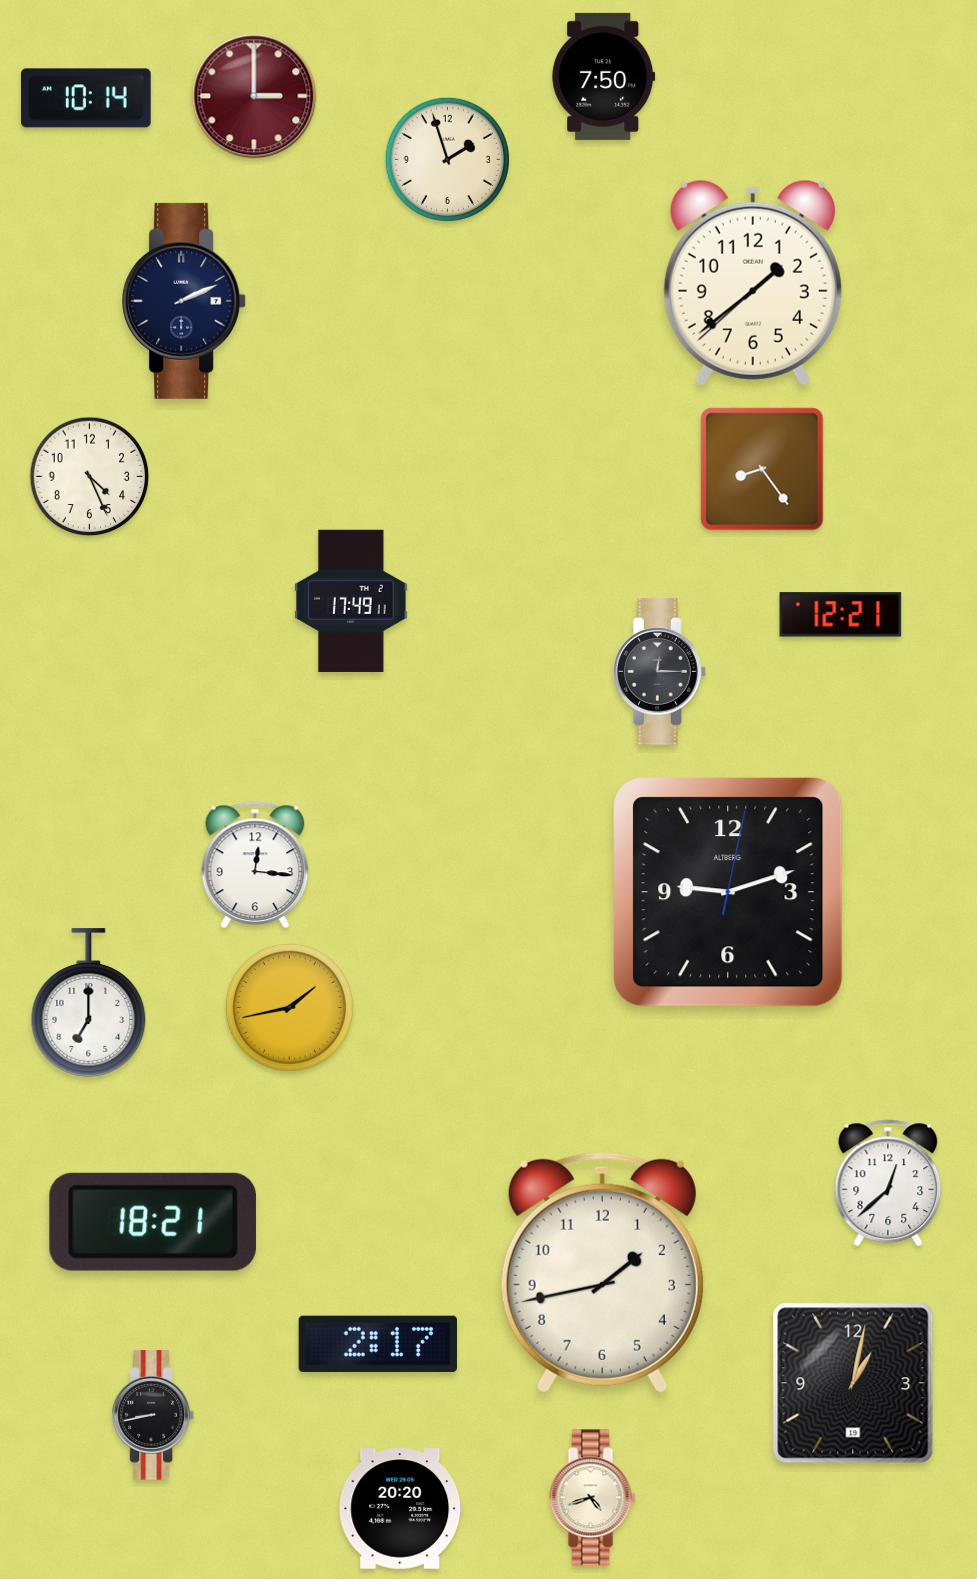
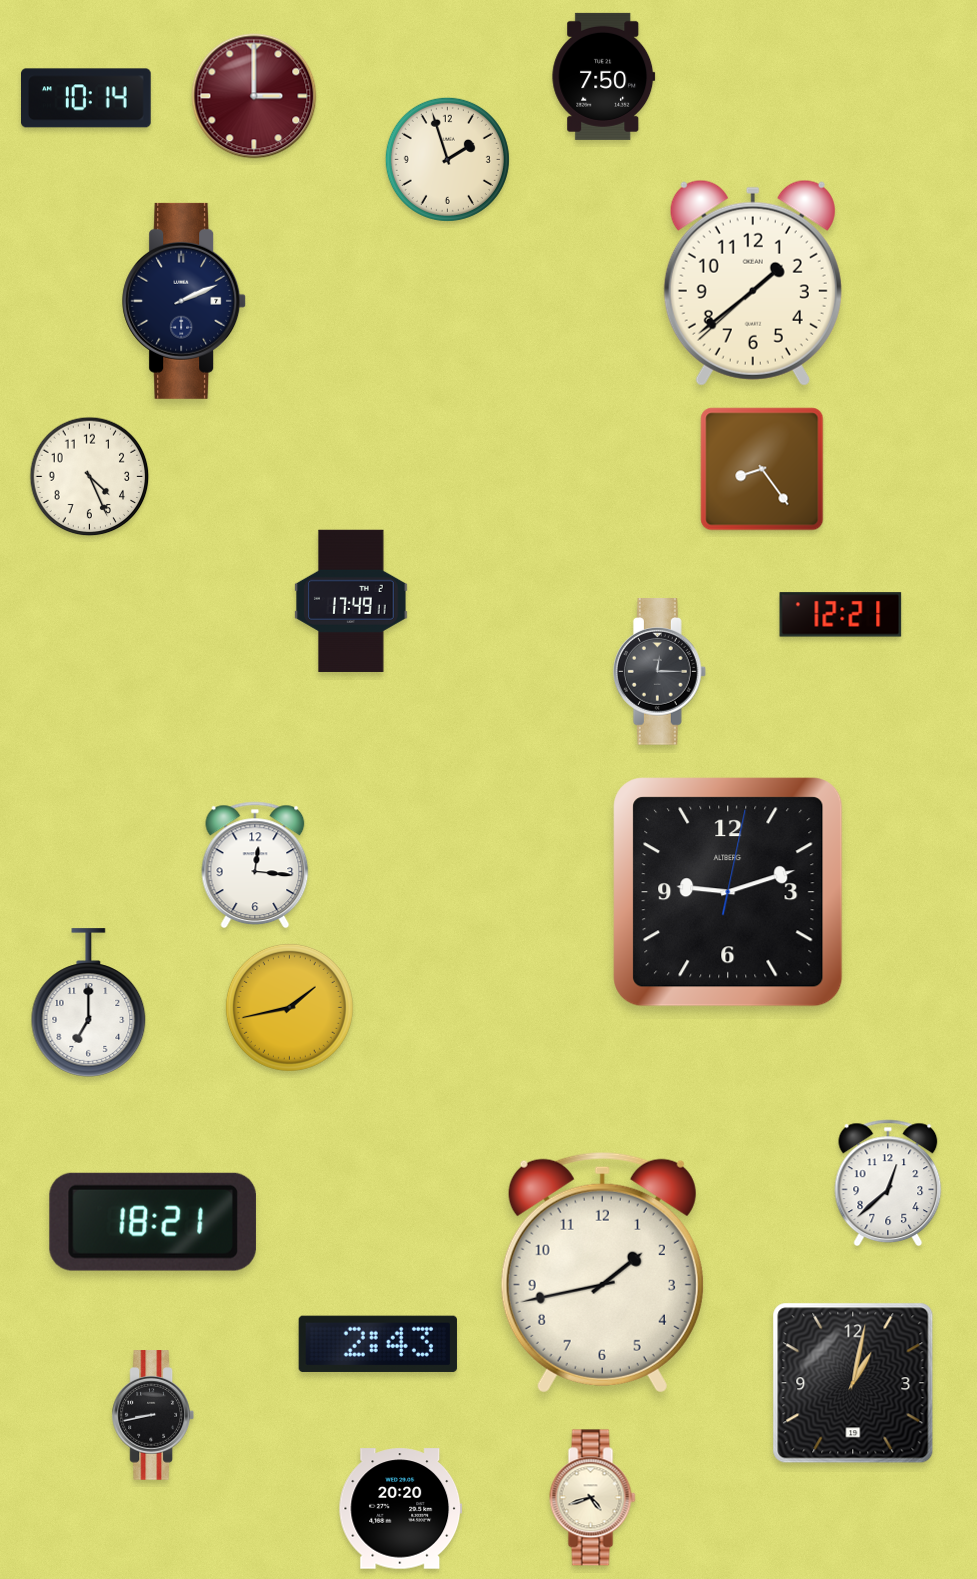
clock at (378, 1344): 2:17 -> 2:43
